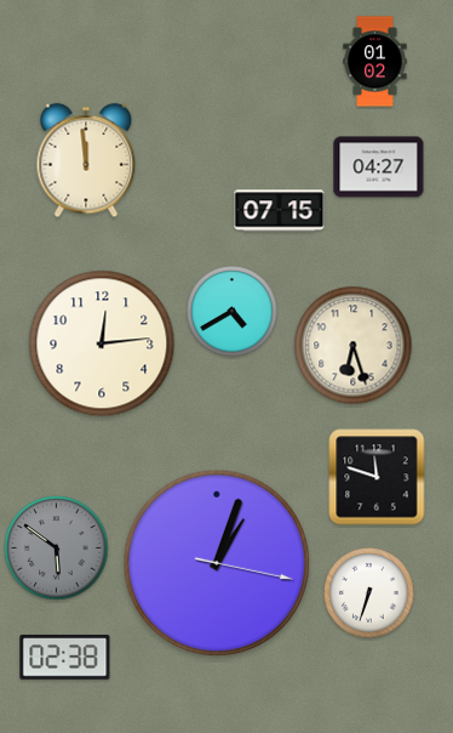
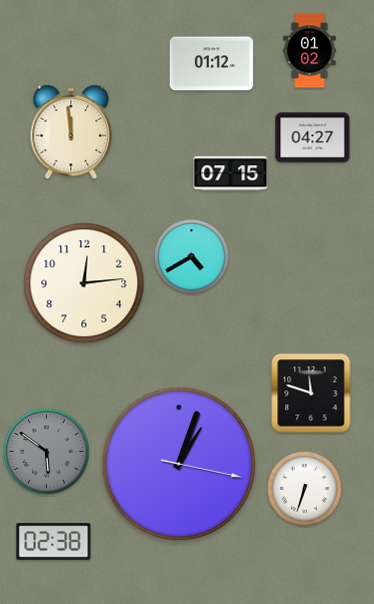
clock at (212, 64): none -> 01:12
clock at (354, 346): 6:27 -> none
